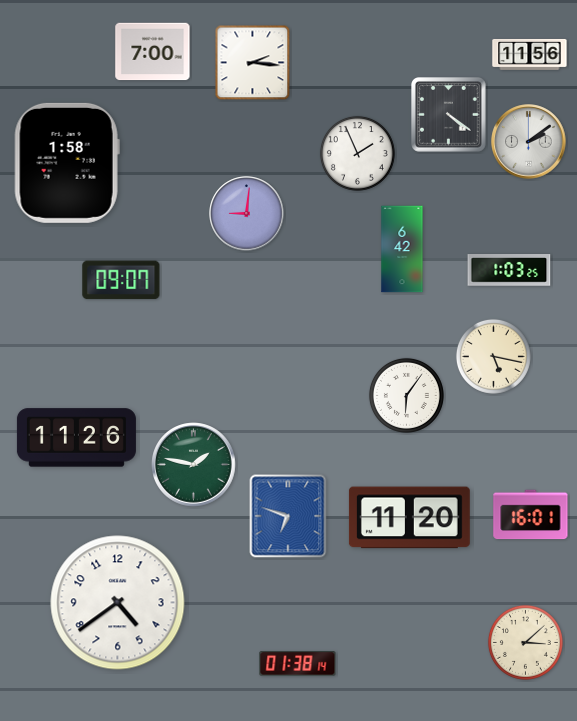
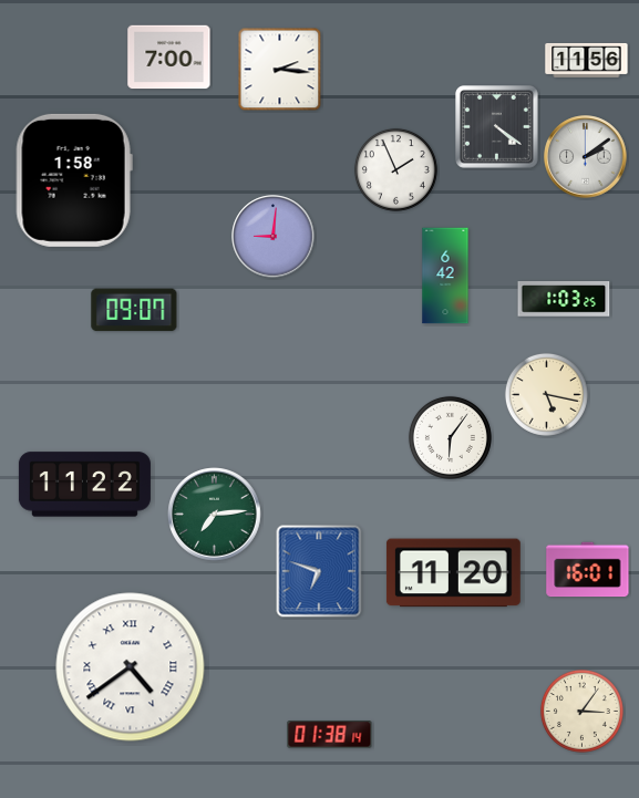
clock at (76, 438): 11:26 -> 11:22
clock at (194, 465): 1:47 -> 7:14
clock at (118, 603) numerals: Arabic -> Roman
clock at (525, 642): 3:08 -> 3:06
